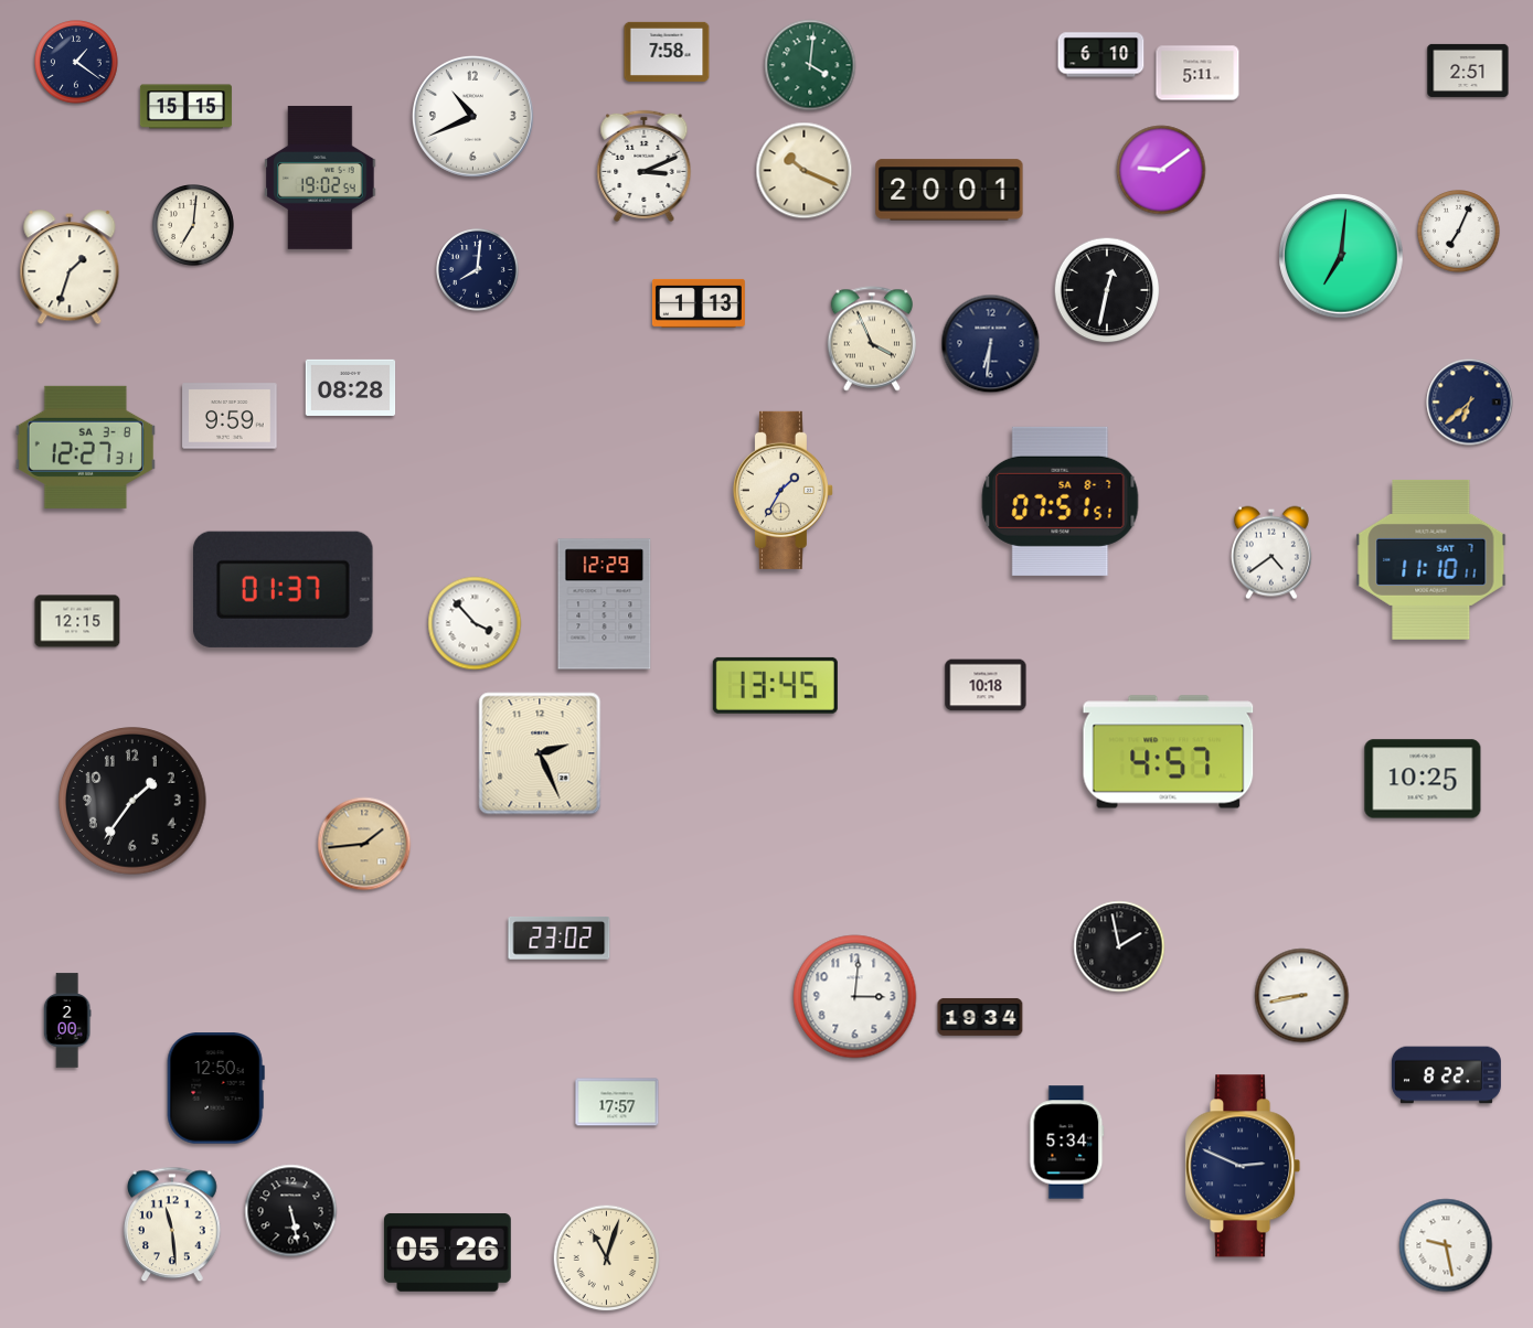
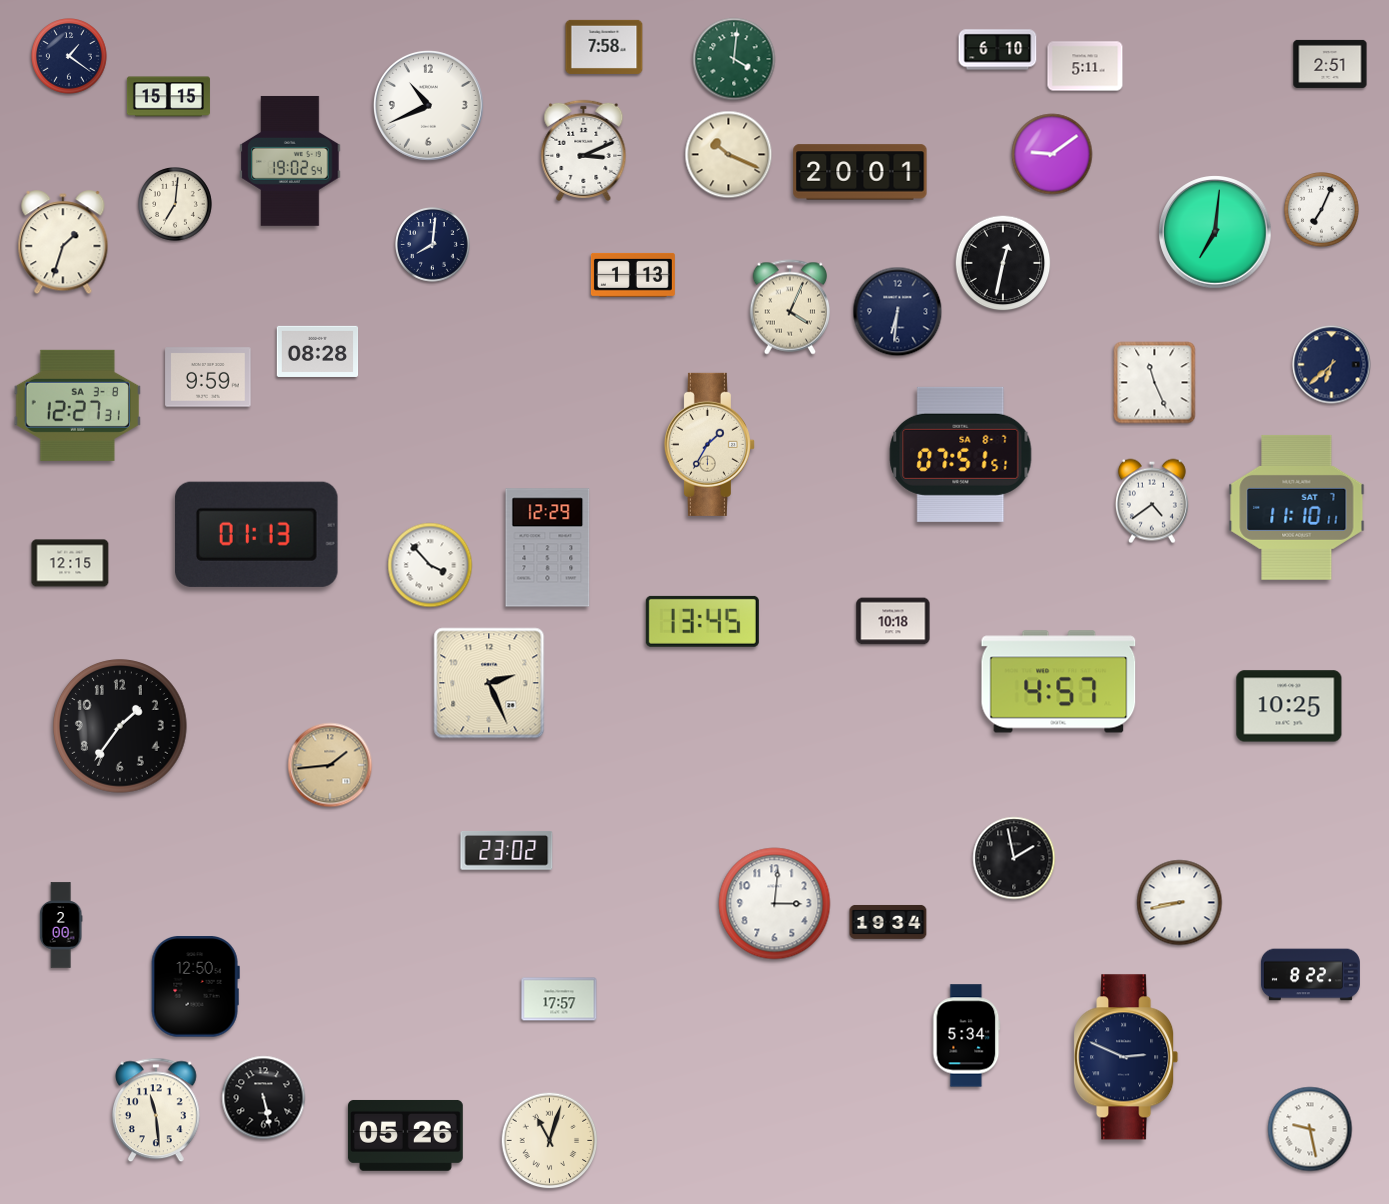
clock at (871, 339): 3:56 -> 4:04
clock at (1155, 383): none -> 11:26
clock at (284, 589): 01:37 -> 01:13
